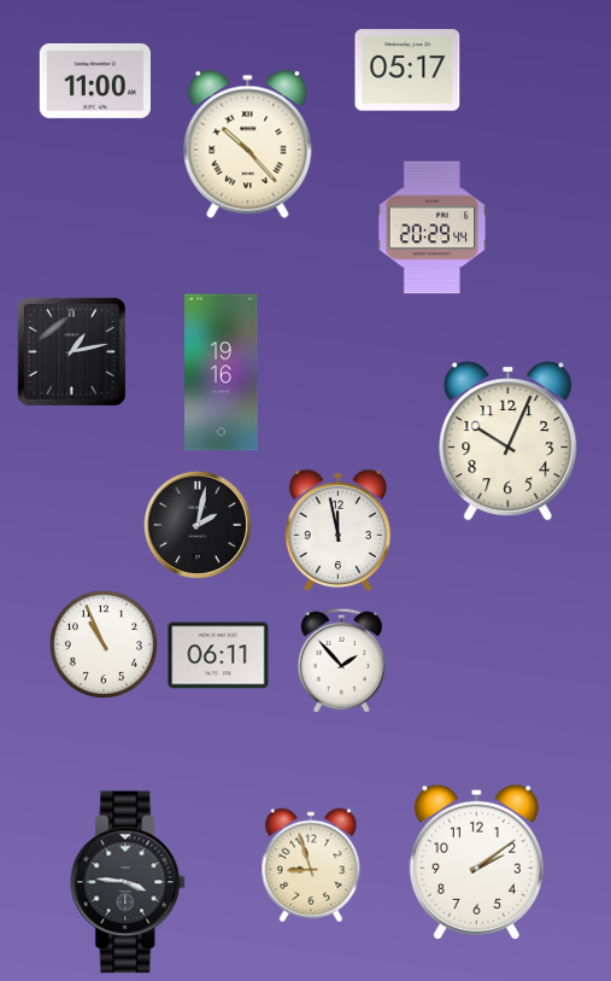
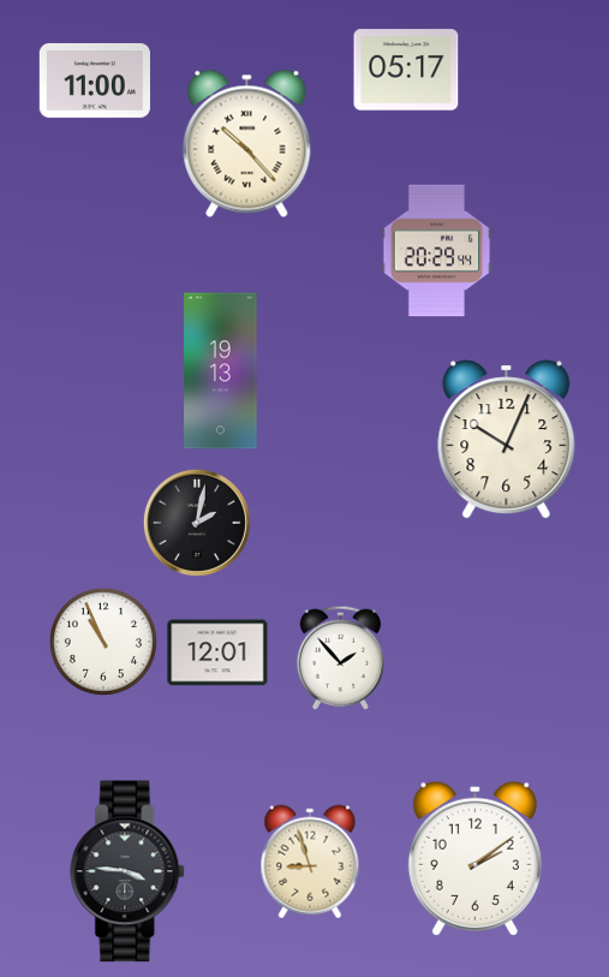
clock at (433, 228) position: (433, 228) -> (437, 251)
clock at (71, 351): 1:13 -> none
clock at (222, 373): 19:16 -> 19:13
clock at (339, 531): 11:58 -> none
clock at (218, 655): 06:11 -> 12:01
clock at (129, 882) position: (129, 882) -> (129, 871)
